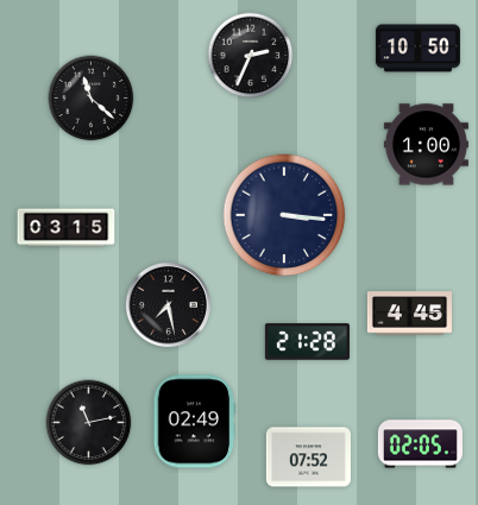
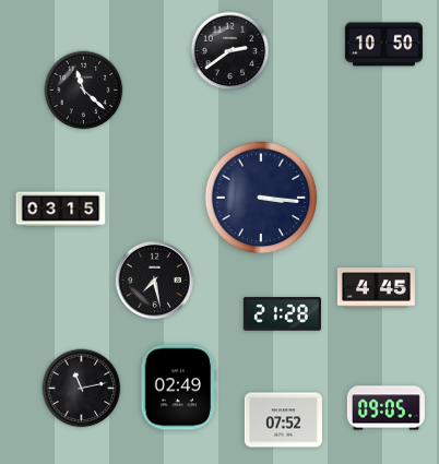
clock at (251, 56): 2:34 -> 2:39
clock at (426, 145): 1:00 -> none
clock at (420, 444): 02:05 -> 09:05
